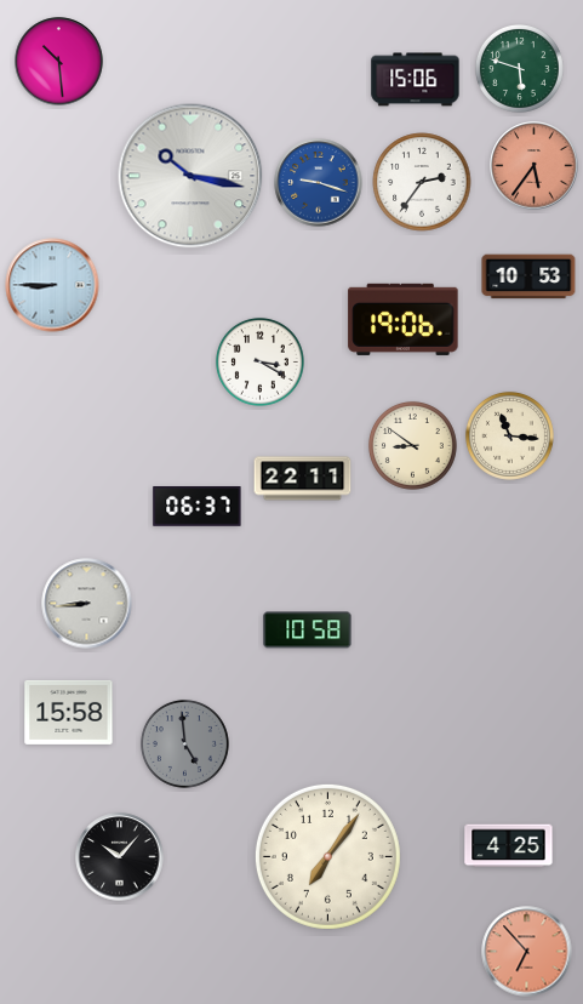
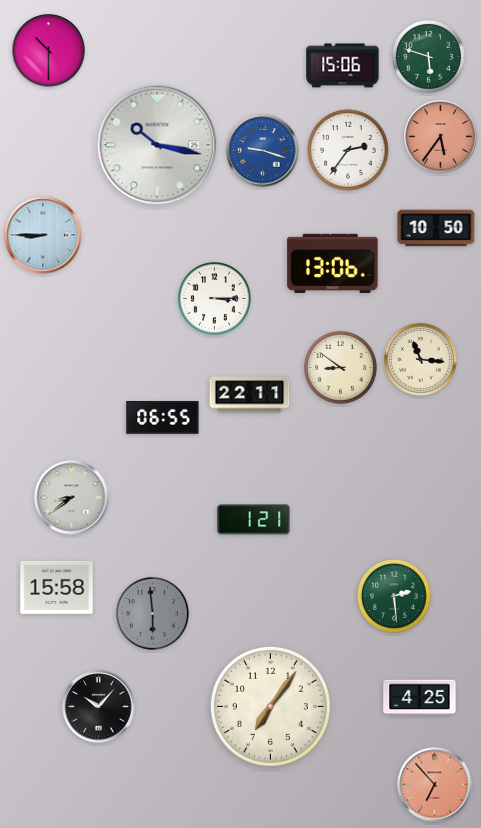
clock at (59, 62): 10:29 -> 10:30
clock at (528, 276): 10:53 -> 10:50
clock at (404, 319): 19:06 -> 13:06
clock at (259, 361): 3:20 -> 3:15
clock at (198, 507): 06:37 -> 06:55
clock at (87, 604): 8:44 -> 8:39
clock at (308, 631): 10:58 -> 1:21
clock at (395, 597): none -> 2:29
clock at (184, 743): 4:59 -> 5:59
